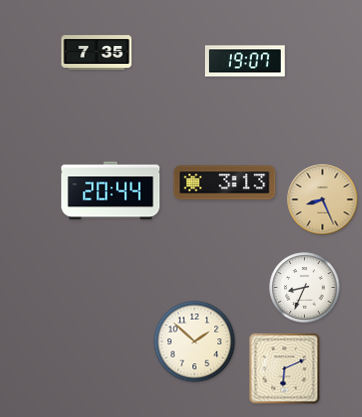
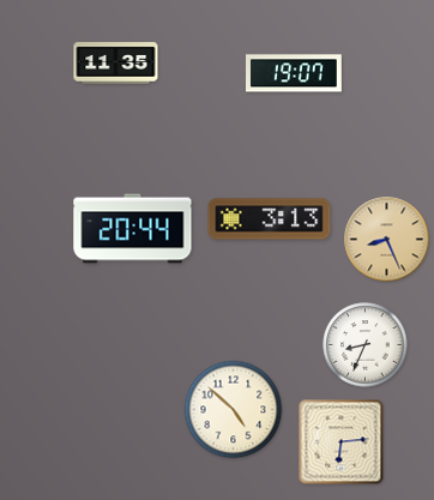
clock at (97, 53): 7:35 -> 11:35
clock at (195, 342): 1:52 -> 4:52
clock at (285, 369): 6:11 -> 6:14
